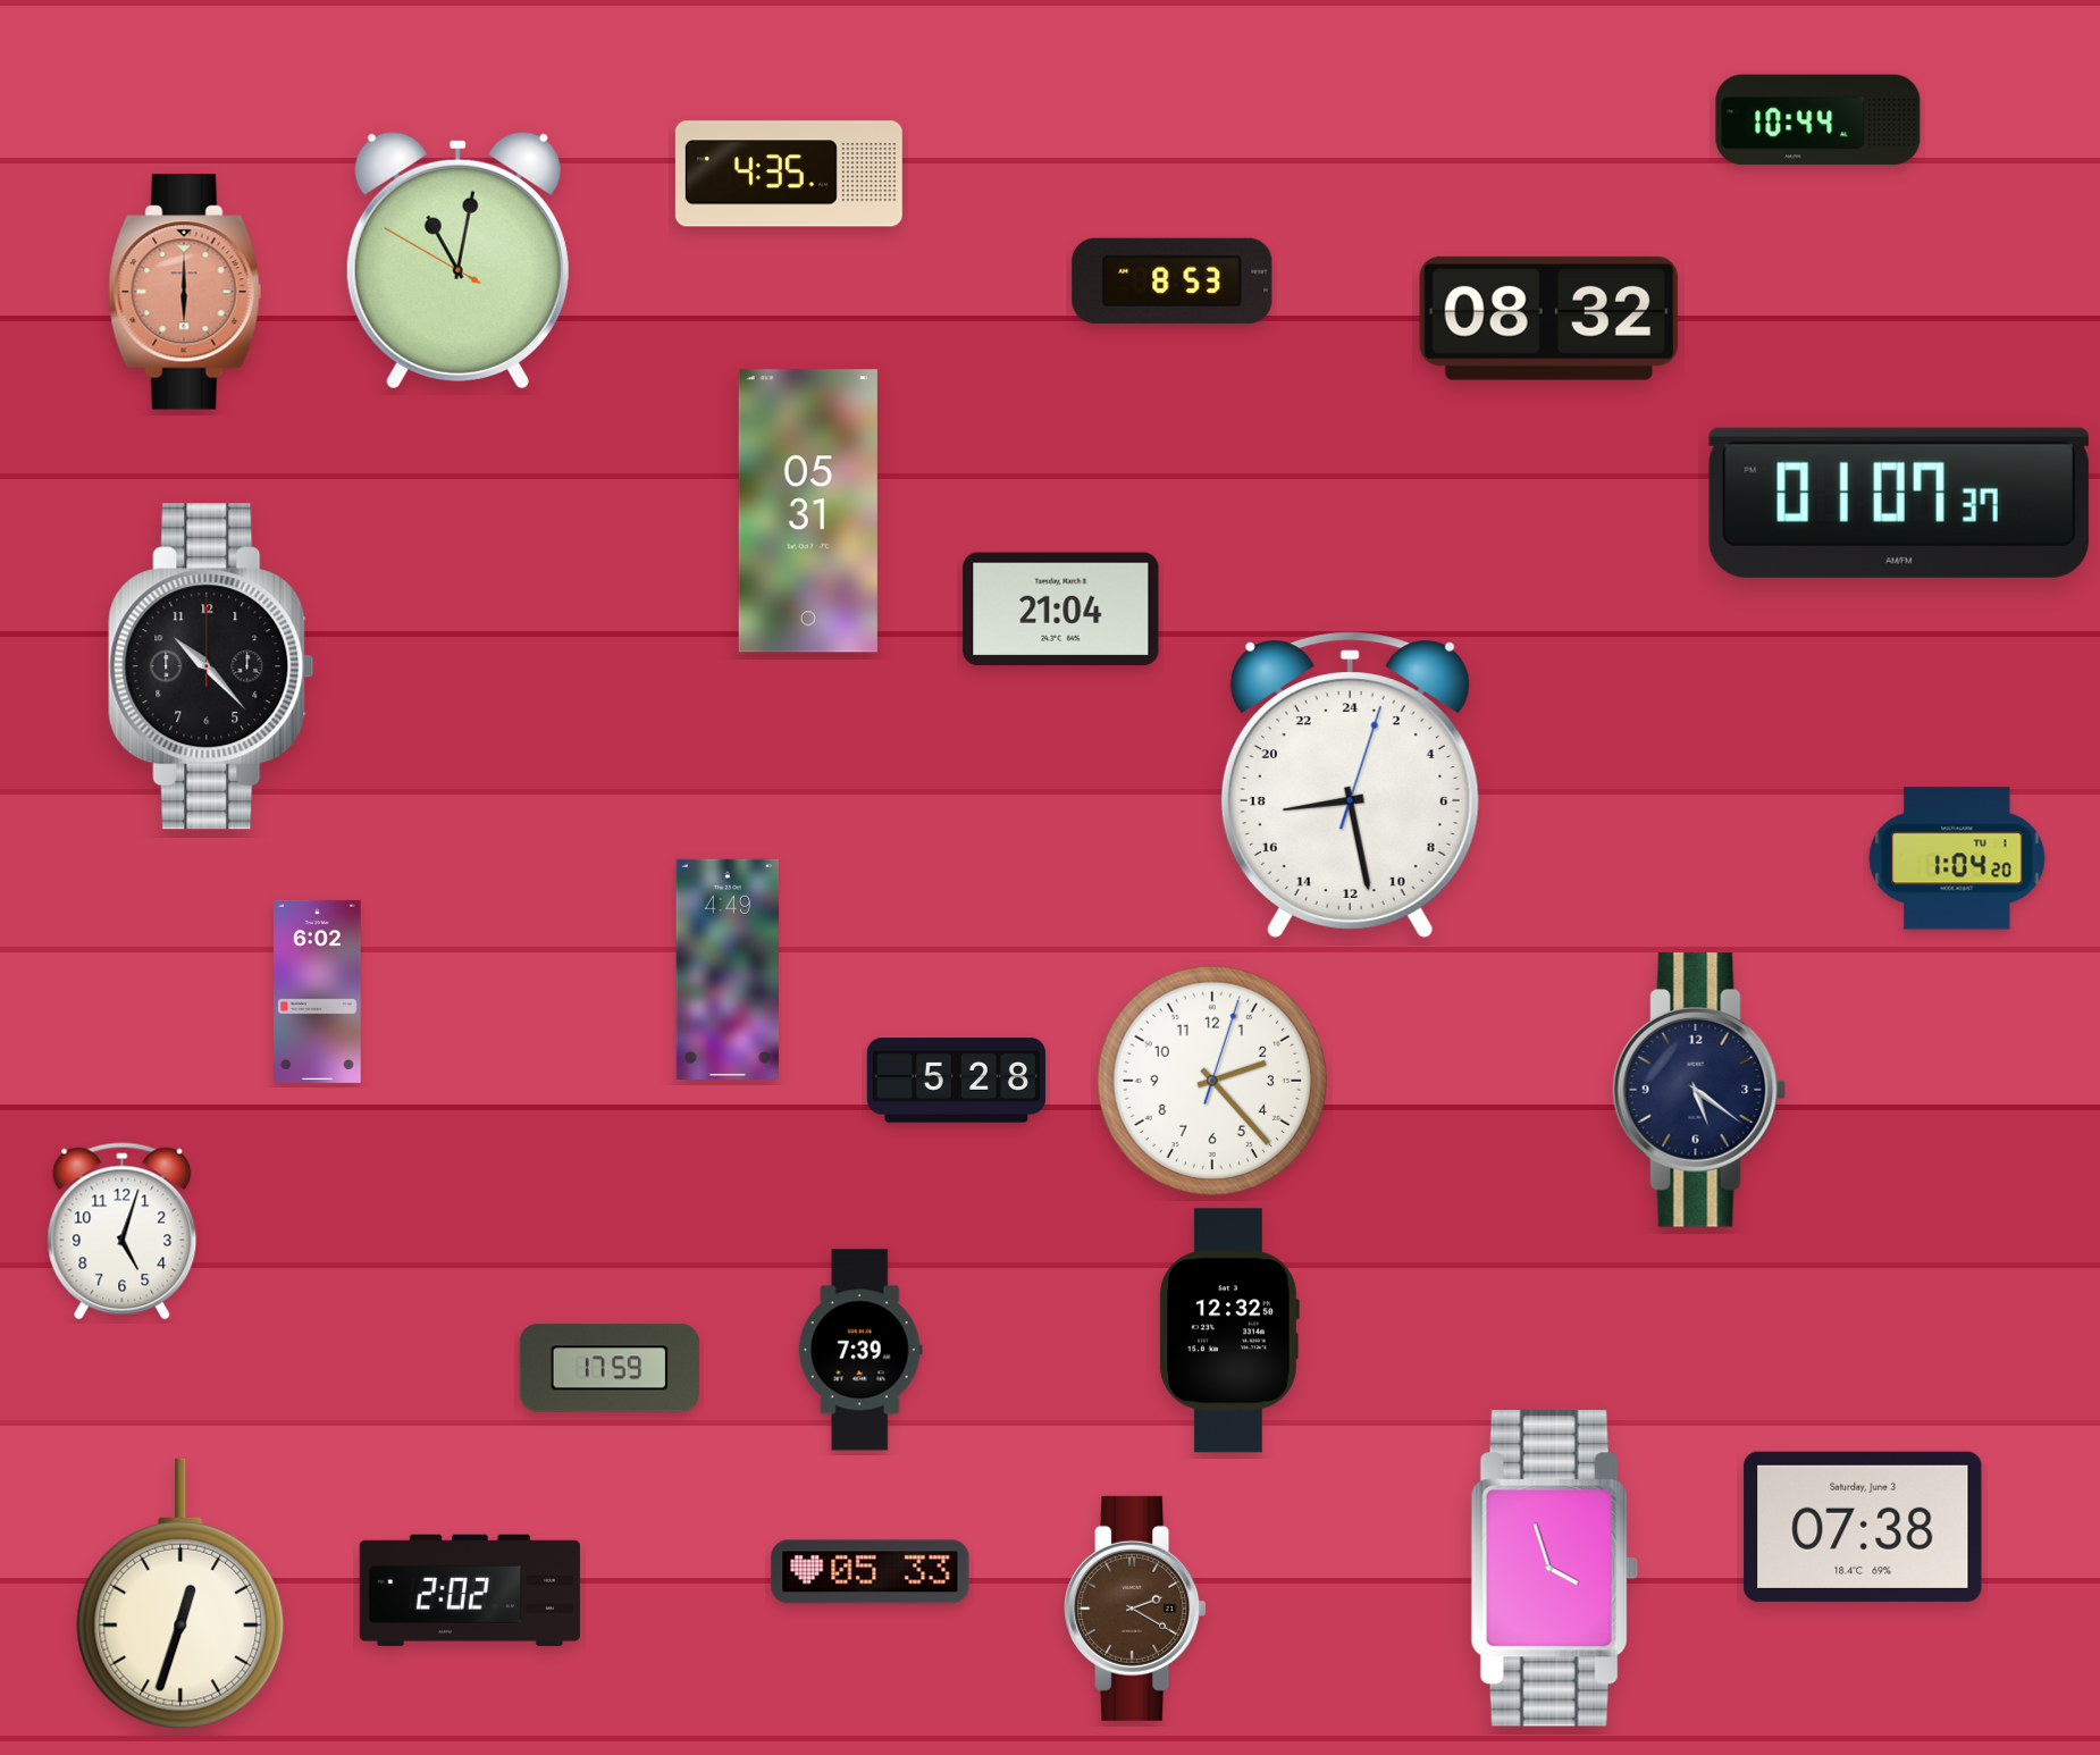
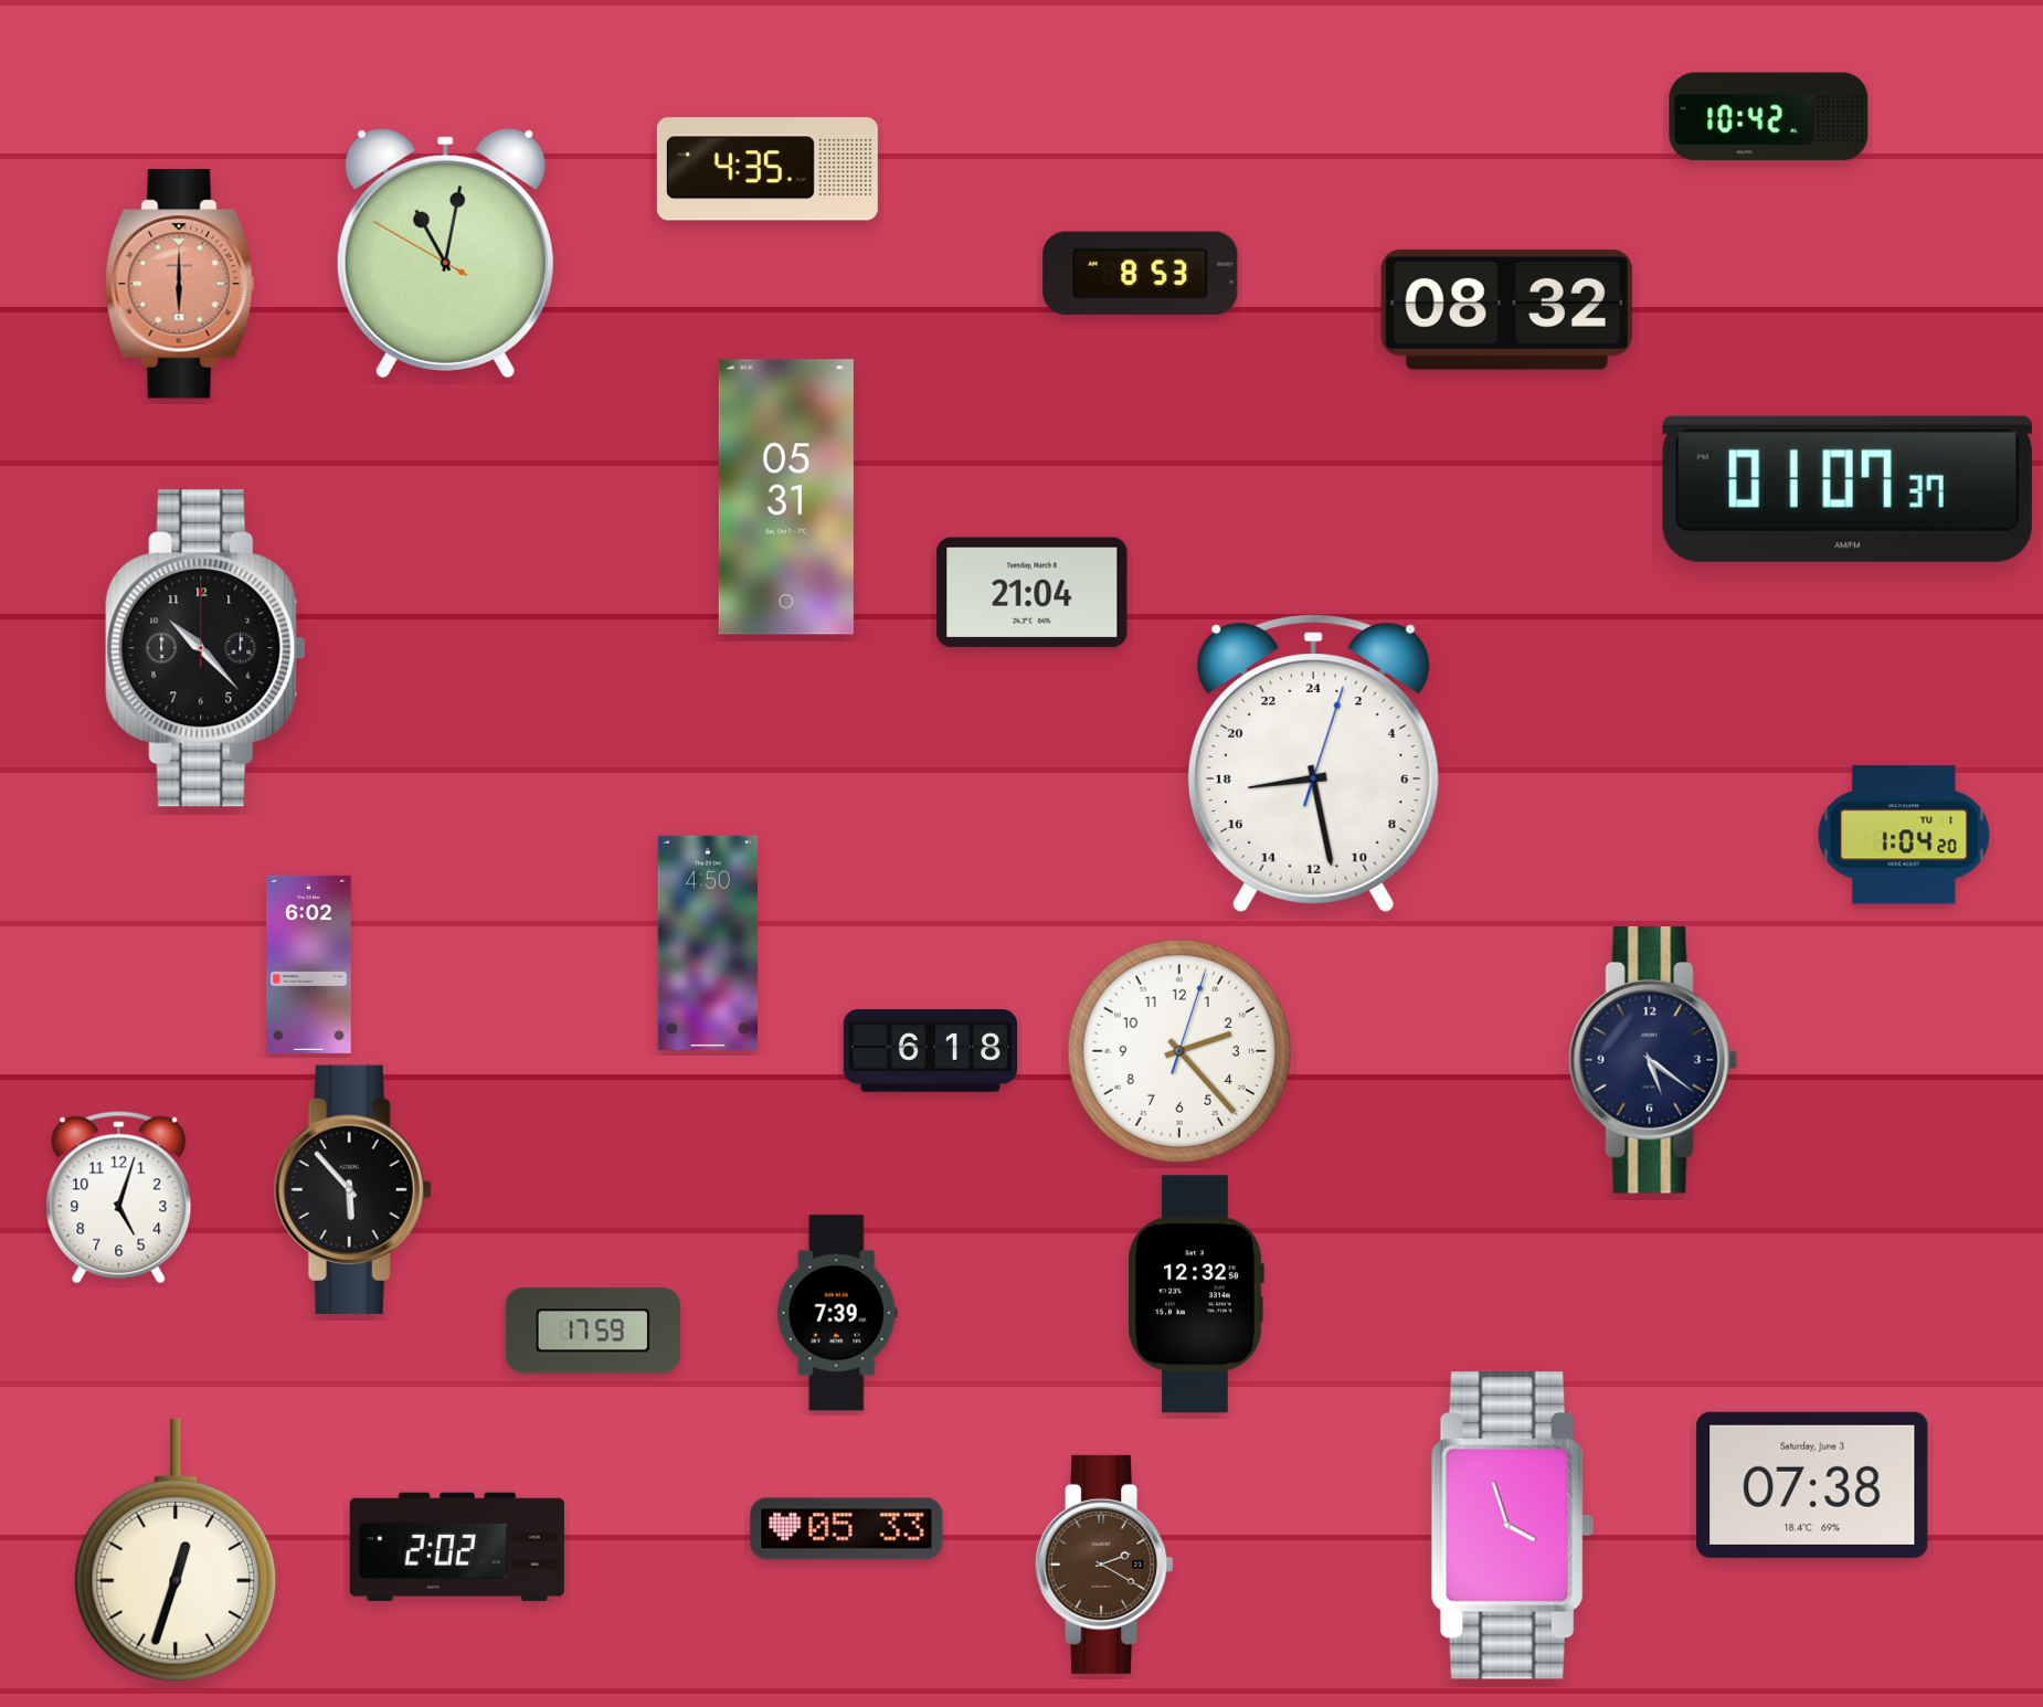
clock at (1818, 120): 10:44 -> 10:42
clock at (726, 969): 4:49 -> 4:50
clock at (956, 1081): 5:28 -> 6:18
clock at (352, 1189): none -> 5:53
